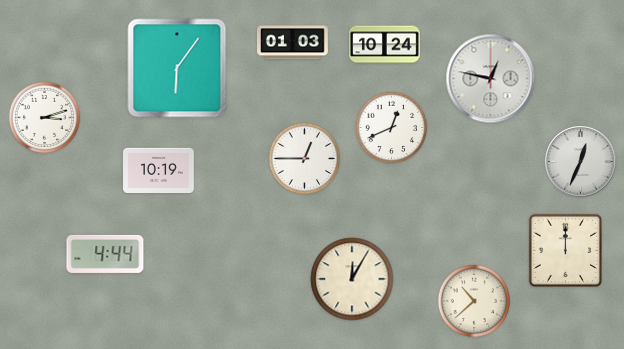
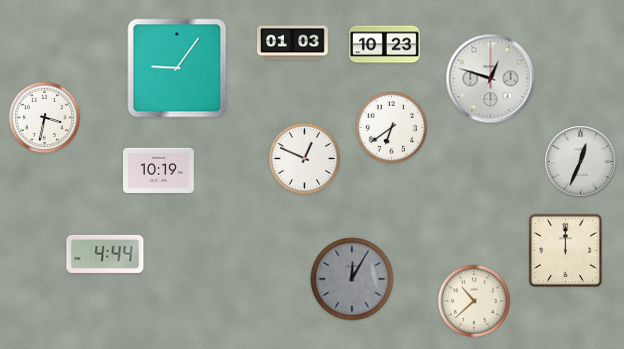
clock at (385, 45): 10:24 -> 10:23
clock at (177, 68): 6:06 -> 9:06
clock at (491, 79): 12:47 -> 12:48
clock at (45, 118): 3:12 -> 3:32
clock at (392, 128): 12:41 -> 6:39
clock at (305, 159): 12:45 -> 12:49
clock at (352, 279) dial: cream -> grey
